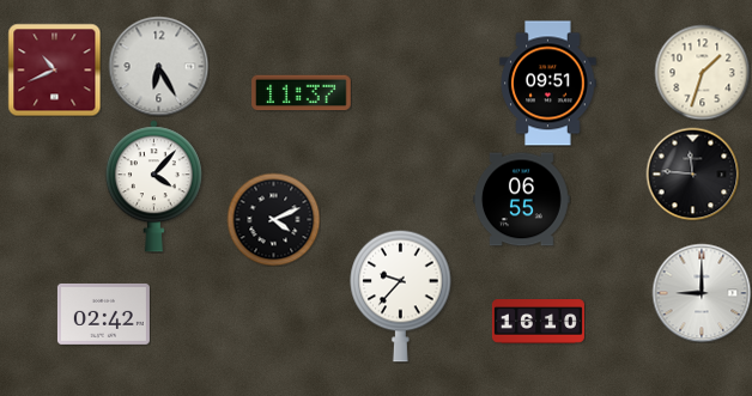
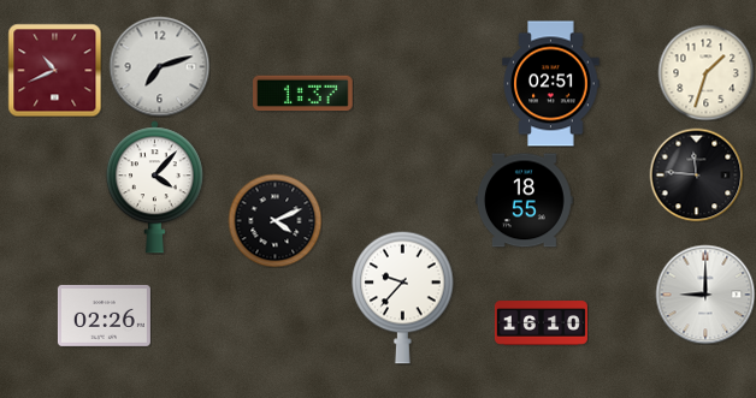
clock at (158, 66): 6:25 -> 7:12
clock at (548, 84): 09:51 -> 02:51
clock at (302, 93): 11:37 -> 1:37
clock at (522, 200): 06:55 -> 18:55
clock at (103, 313): 02:42 -> 02:26
